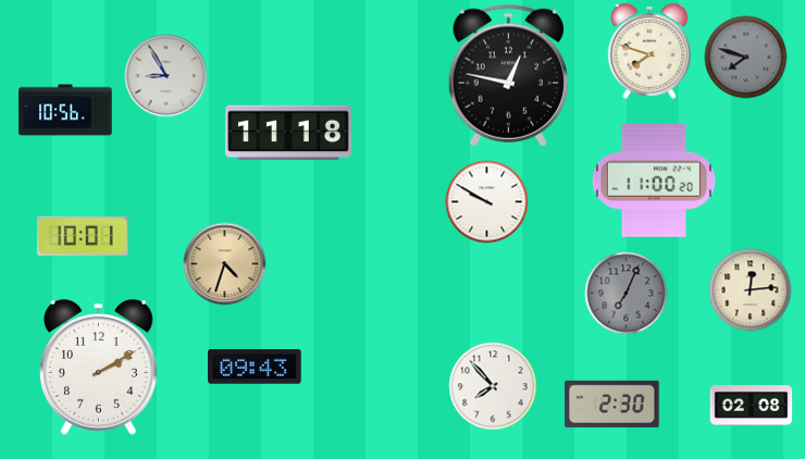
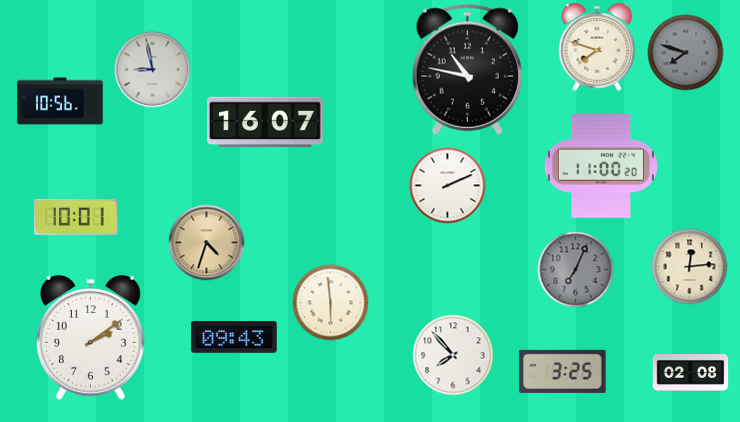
clock at (508, 75): 12:47 -> 10:47
clock at (166, 76): 8:55 -> 8:58
clock at (289, 133): 11:18 -> 16:07
clock at (487, 202): 9:50 -> 2:11
clock at (331, 303): none -> 5:59
clock at (98, 368): 2:10 -> 2:09
clock at (612, 404): 2:30 -> 3:25
